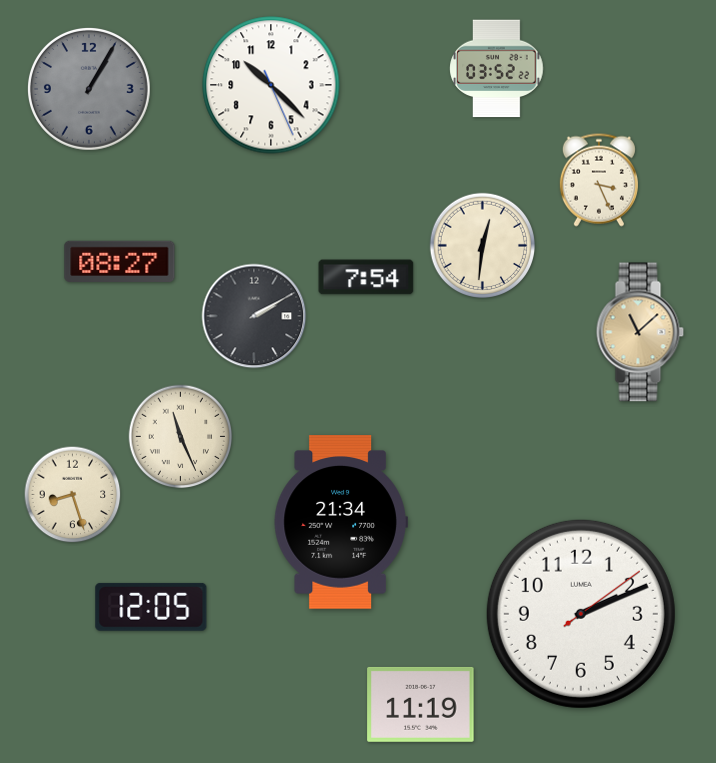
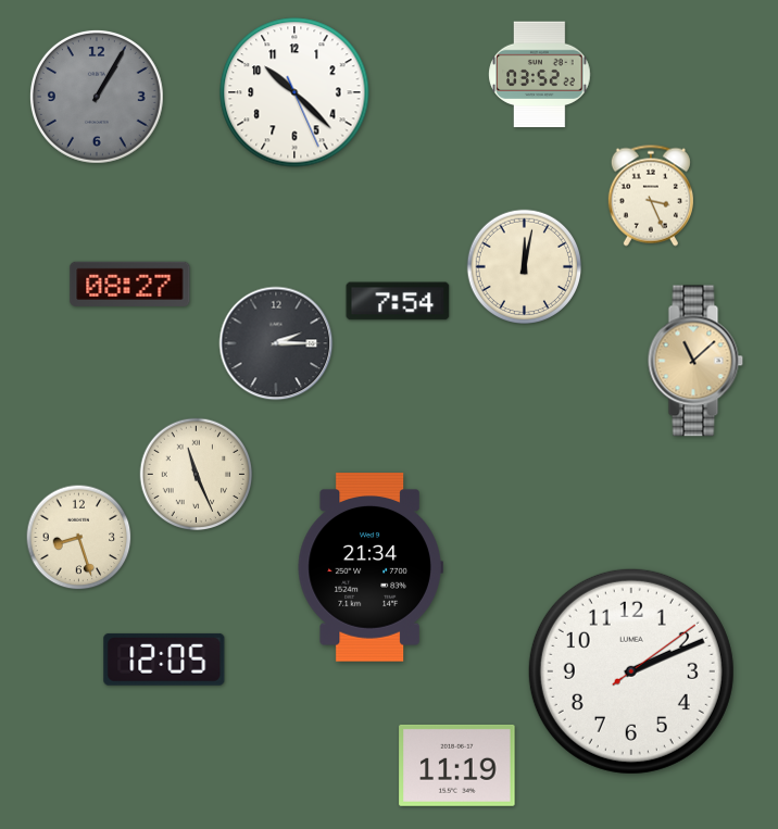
clock at (482, 245): 12:31 -> 12:02
clock at (254, 316): 2:10 -> 2:15
clock at (581, 614) position: (581, 614) -> (631, 671)
